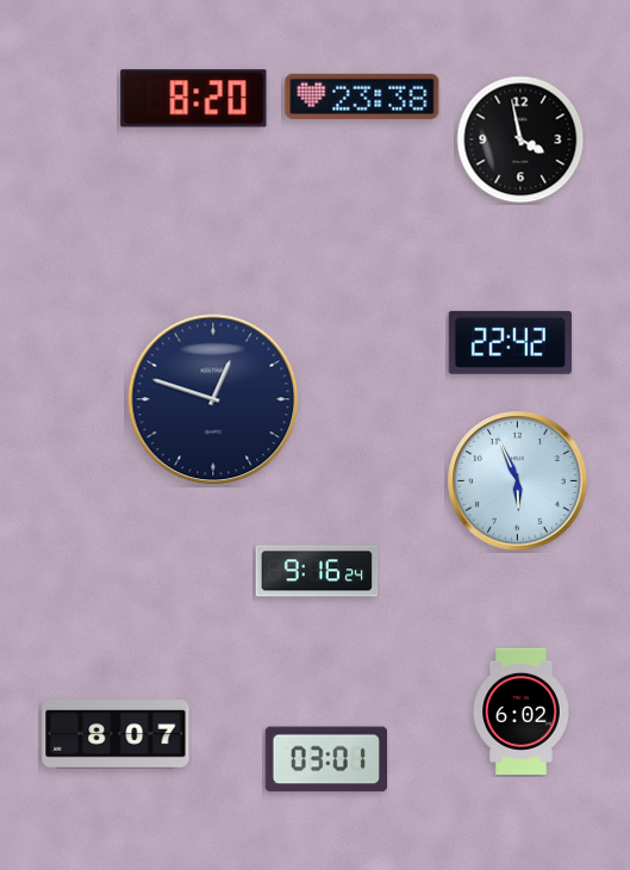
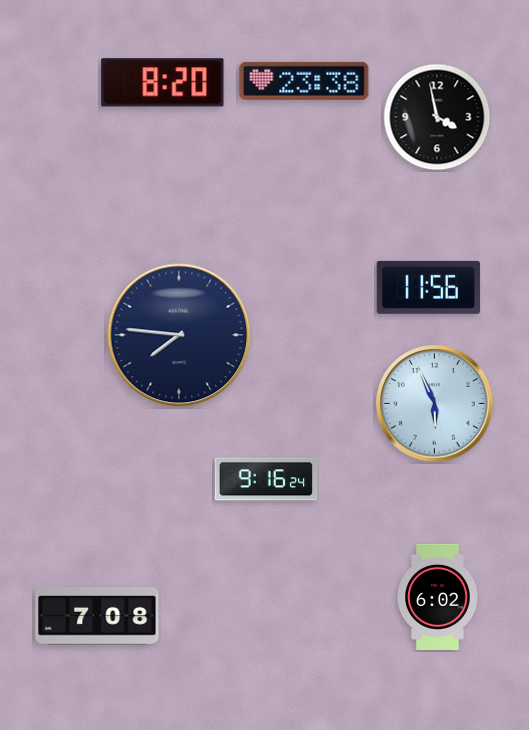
clock at (510, 342): 22:42 -> 11:56
clock at (213, 399): 12:48 -> 7:46
clock at (116, 734): 8:07 -> 7:08
clock at (325, 759): 03:01 -> none
